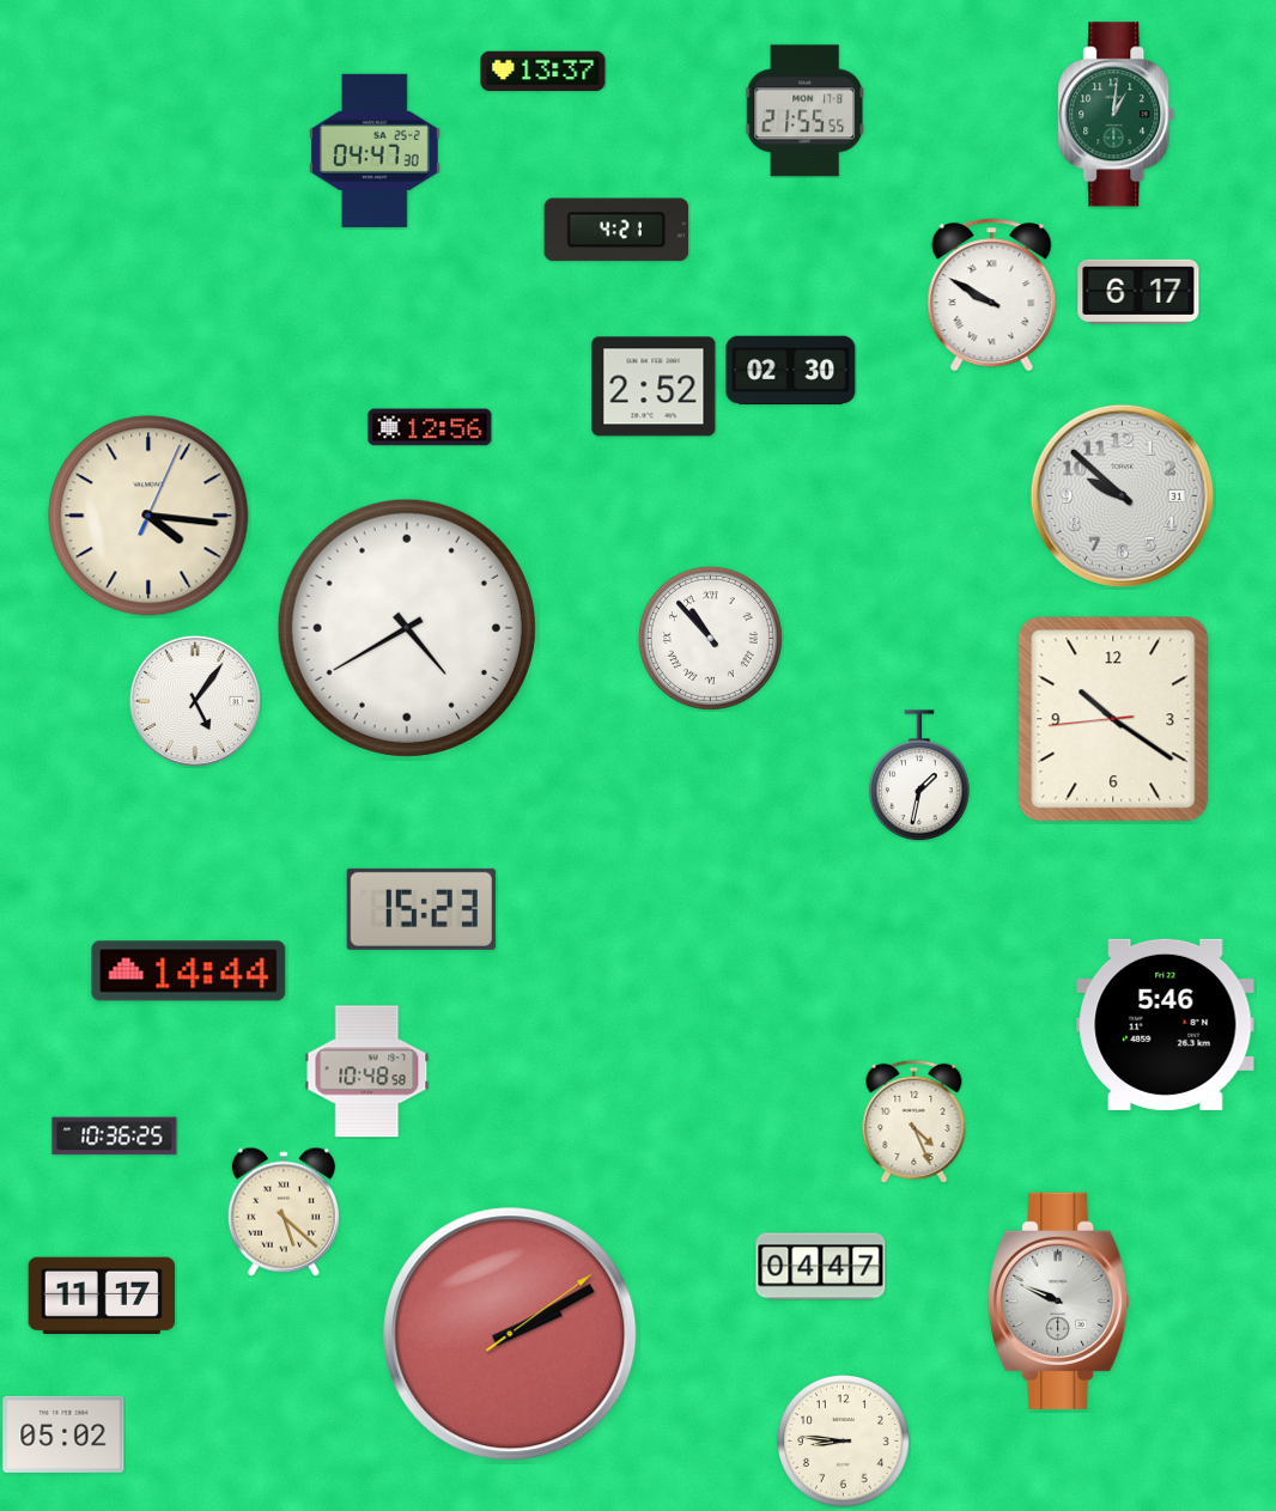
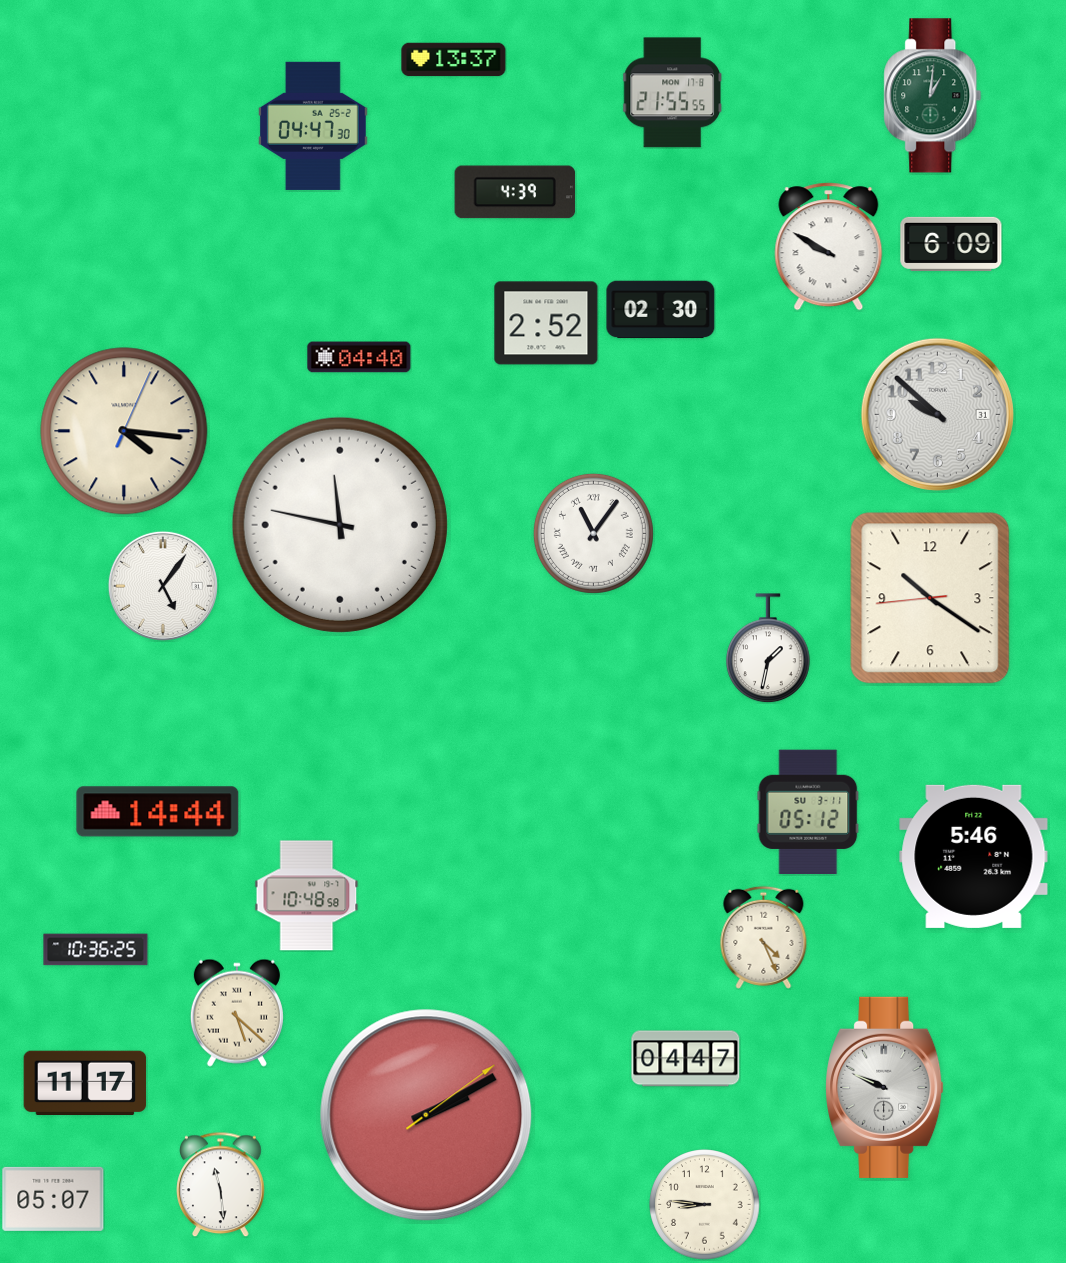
clock at (616, 230): 4:21 -> 4:39
clock at (1138, 292): 6:17 -> 6:09
clock at (430, 427): 12:56 -> 04:40
clock at (407, 628): 4:40 -> 11:47
clock at (710, 638): 10:53 -> 11:06
clock at (1113, 719) position: (1113, 719) -> (930, 598)
clock at (420, 909): 15:23 -> none
clock at (808, 811): none -> 05:12
clock at (221, 1184): none -> 11:29
clock at (63, 1434): 05:02 -> 05:07
